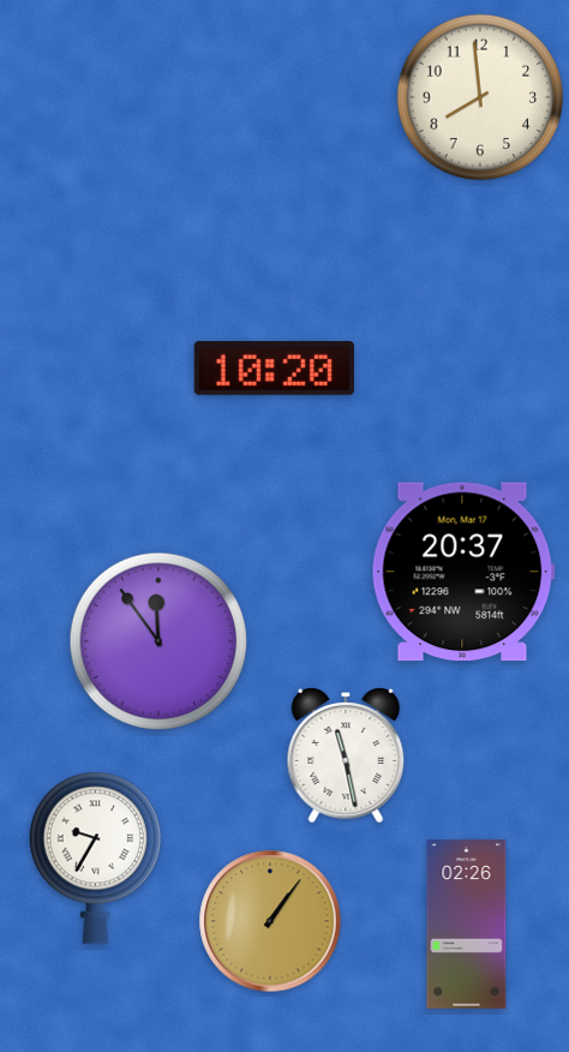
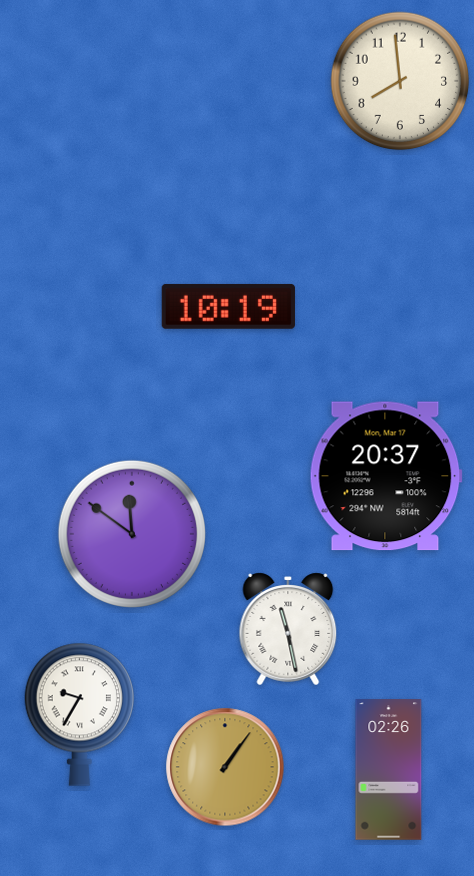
clock at (274, 367): 10:20 -> 10:19
clock at (157, 640): 11:54 -> 11:51
